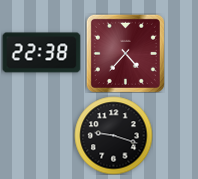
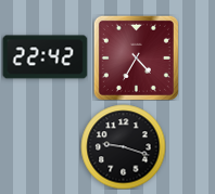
clock at (41, 53): 22:38 -> 22:42
clock at (125, 53): 4:37 -> 4:35
